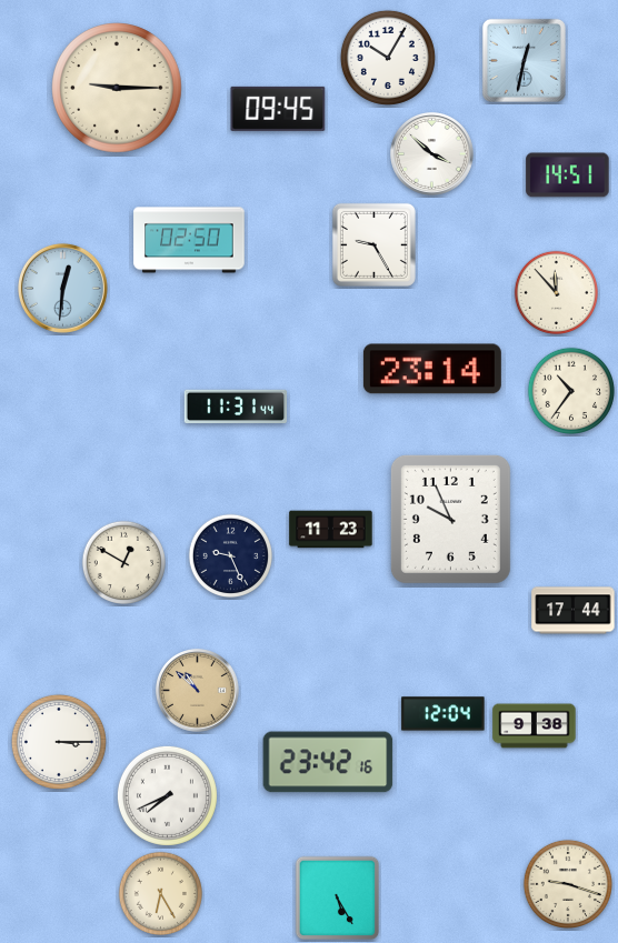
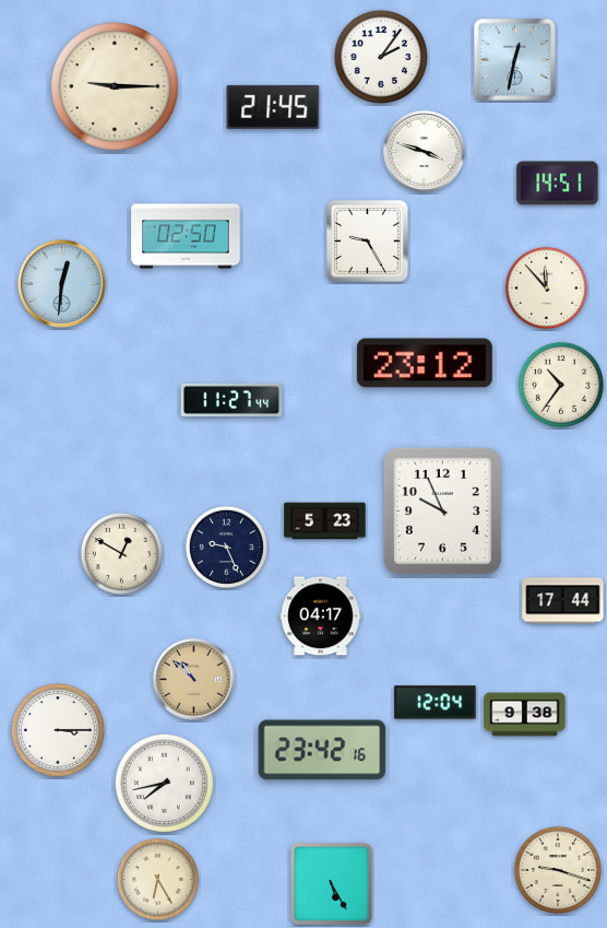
clock at (388, 58): 10:05 -> 2:06
clock at (278, 109): 09:45 -> 21:45
clock at (432, 154): 3:52 -> 3:48
clock at (568, 175) position: (568, 175) -> (558, 184)
clock at (432, 369): 23:14 -> 23:12
clock at (236, 407): 11:31 -> 11:27
clock at (331, 530): 11:23 -> 5:23
clock at (321, 616): none -> 04:17
clock at (167, 795): 7:41 -> 7:43
